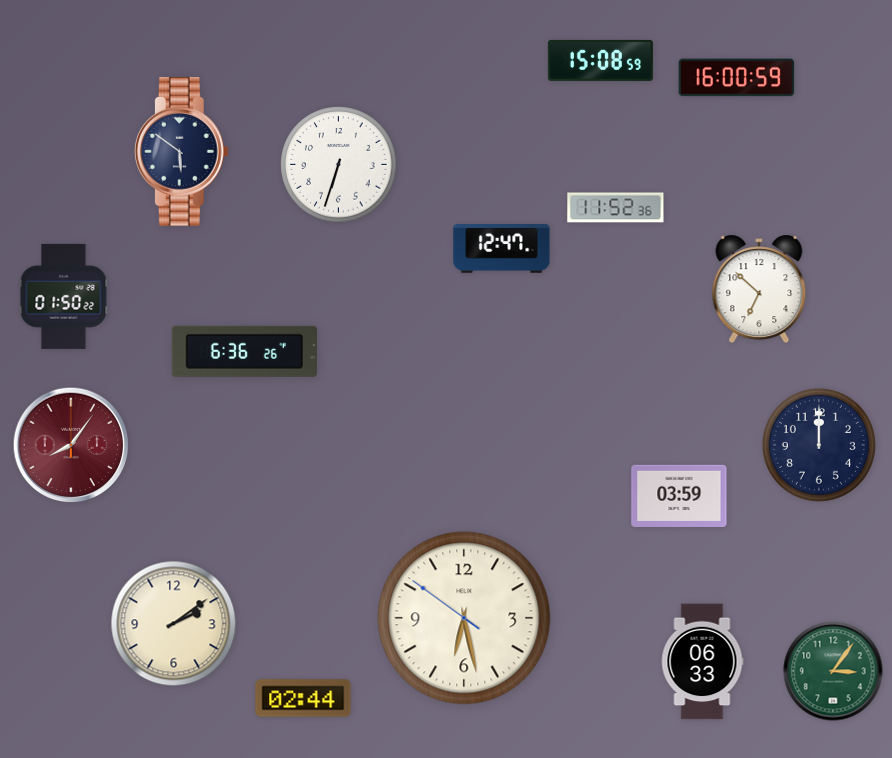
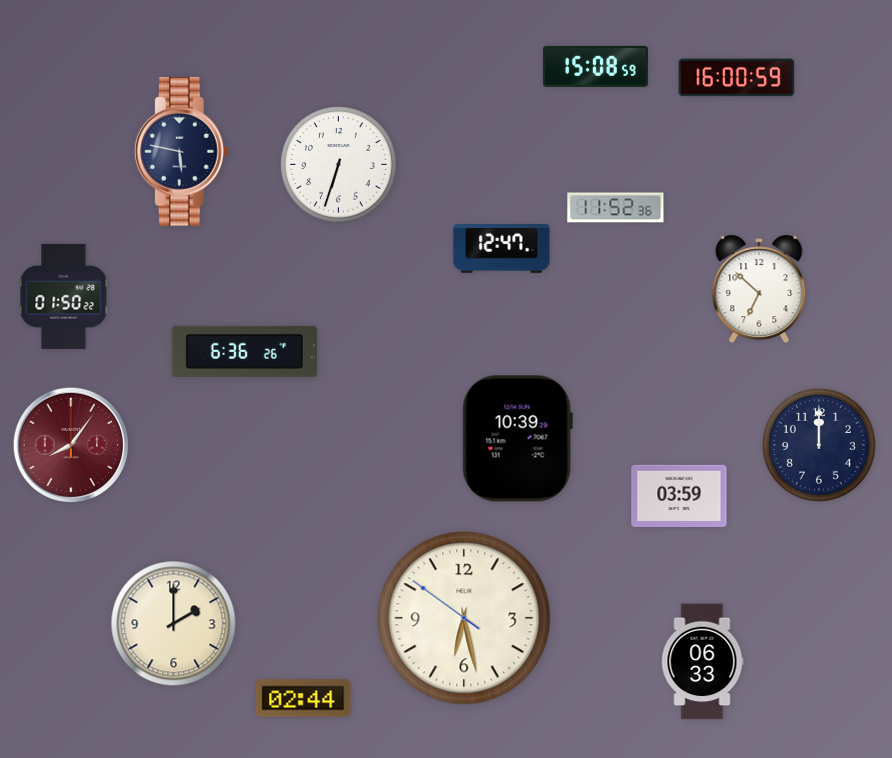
clock at (600, 60) position: (600, 60) -> (595, 66)
clock at (181, 152): 5:51 -> 5:47
clock at (517, 439): none -> 10:39
clock at (174, 624): 2:09 -> 2:00
clock at (833, 671): 3:06 -> none
